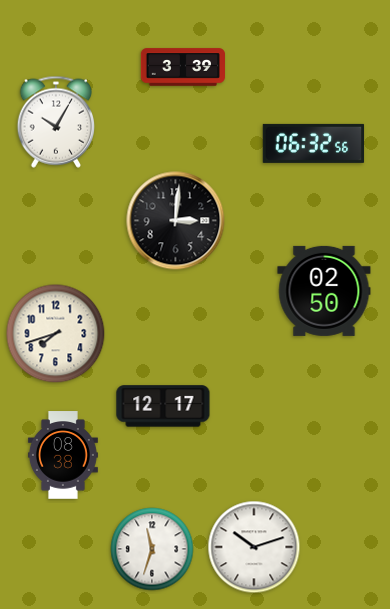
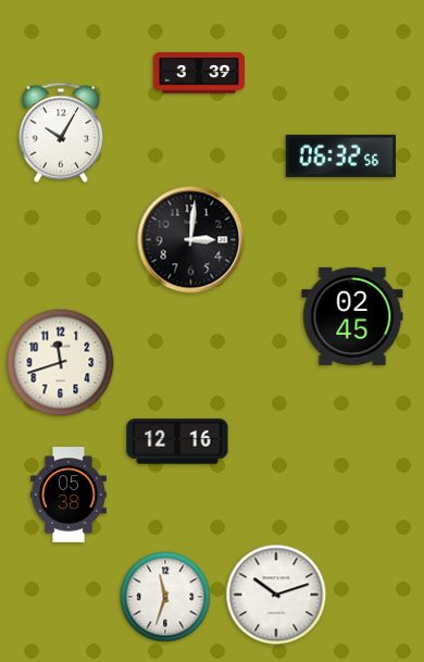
clock at (324, 291): 02:50 -> 02:45
clock at (56, 334): 7:42 -> 11:42
clock at (163, 406): 12:17 -> 12:16
clock at (63, 455): 08:38 -> 05:38
